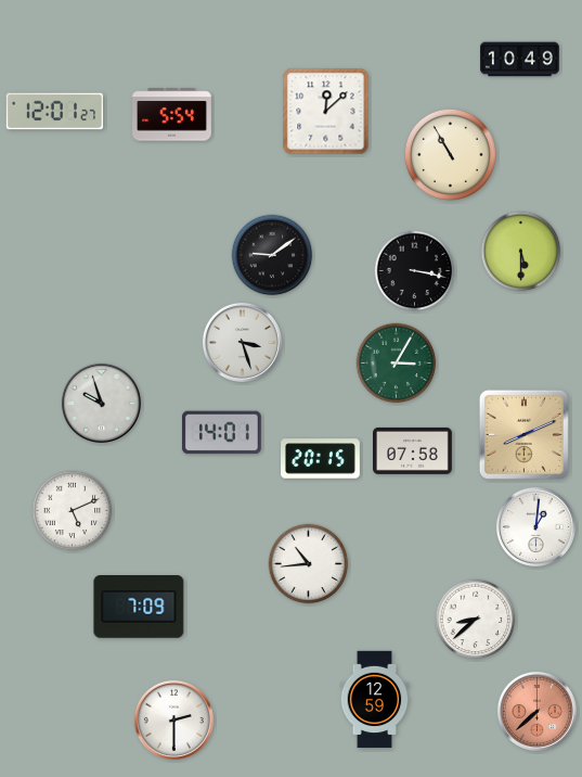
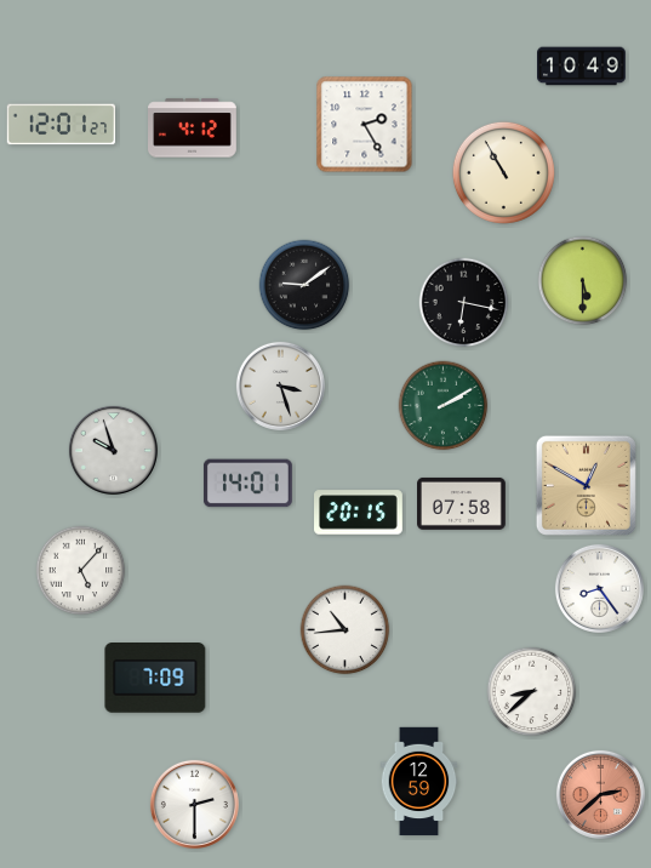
clock at (326, 112): 12:08 -> 2:25
clock at (172, 115): 5:54 -> 4:12
clock at (415, 271): 3:17 -> 6:17
clock at (242, 342) position: (242, 342) -> (280, 386)
clock at (397, 364): 3:05 -> 2:10
clock at (523, 434): 8:11 -> 12:50
clock at (73, 511): 5:11 -> 5:07
clock at (535, 526): 1:01 -> 8:24
clock at (536, 711): 7:38 -> 2:38
